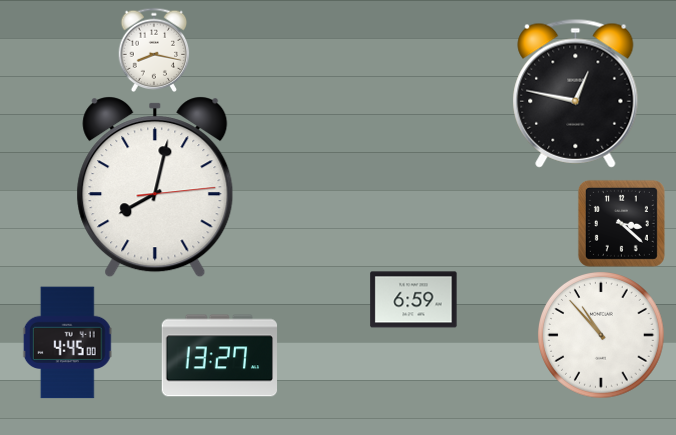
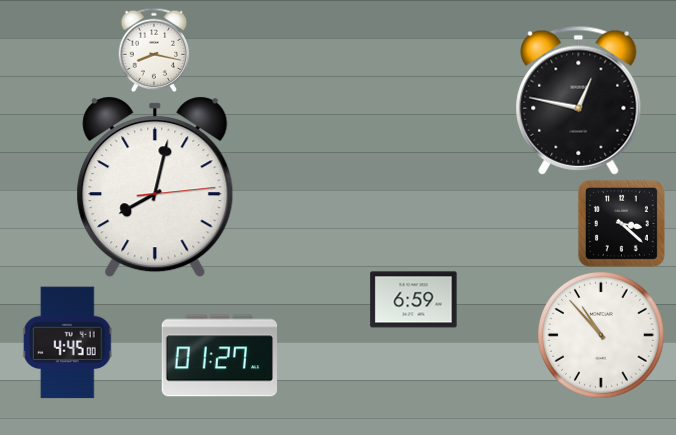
clock at (576, 93) position: (576, 93) -> (579, 100)
clock at (220, 356): 13:27 -> 01:27
